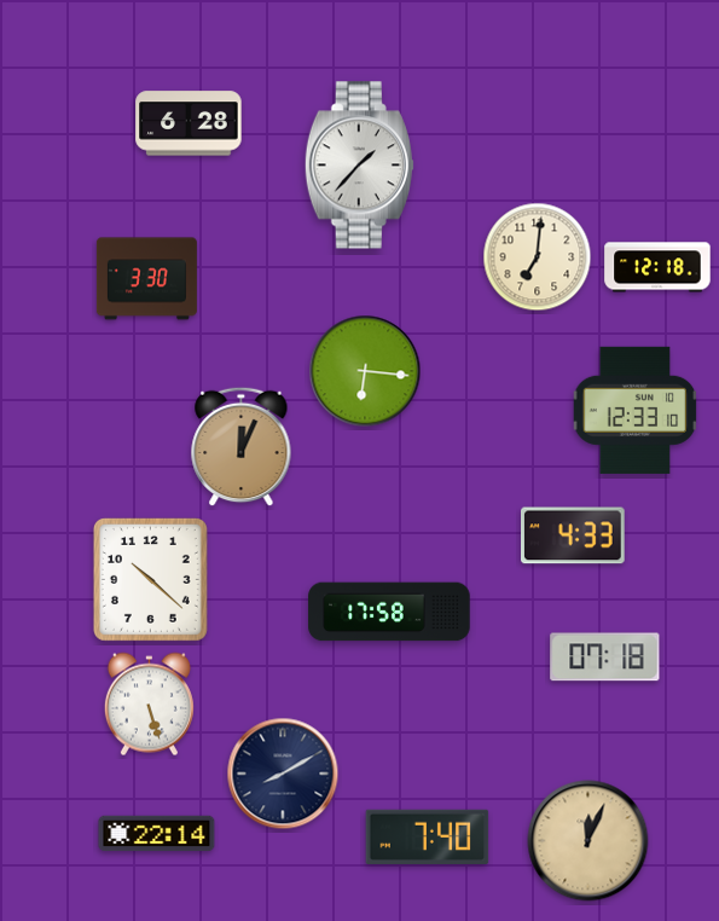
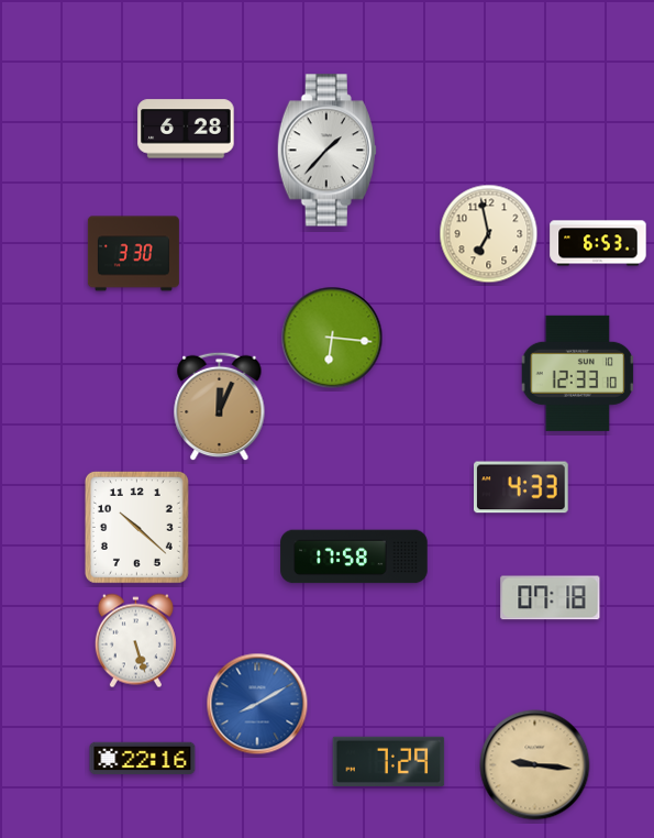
clock at (189, 123) position: (189, 123) -> (186, 129)
clock at (538, 257): 7:01 -> 6:58
clock at (657, 267): 12:18 -> 6:53
clock at (283, 774) dial: navy -> blue
clock at (157, 834): 22:14 -> 22:16
clock at (428, 836): 7:40 -> 7:29
clock at (588, 841): 12:04 -> 9:16
